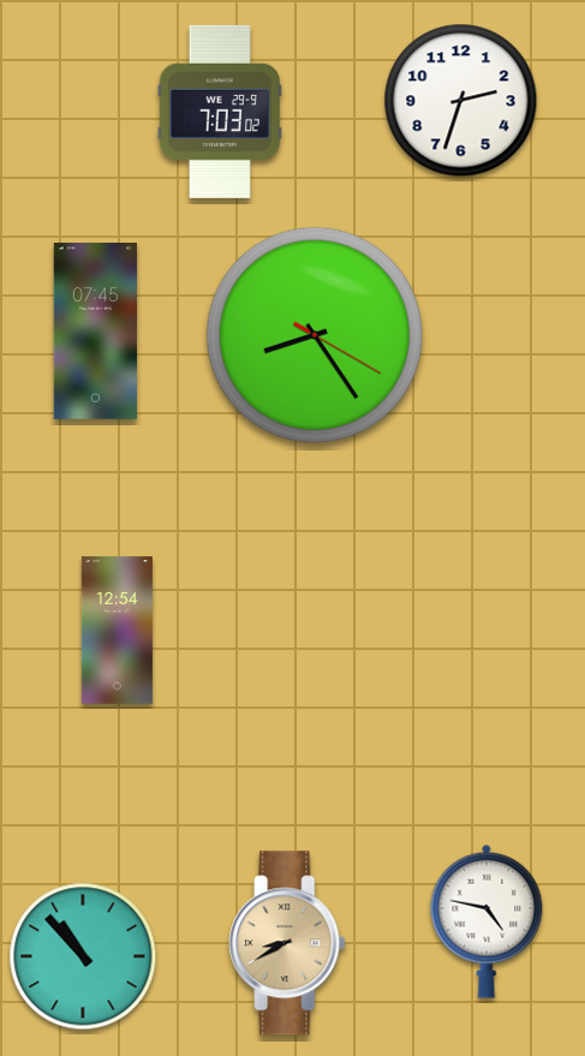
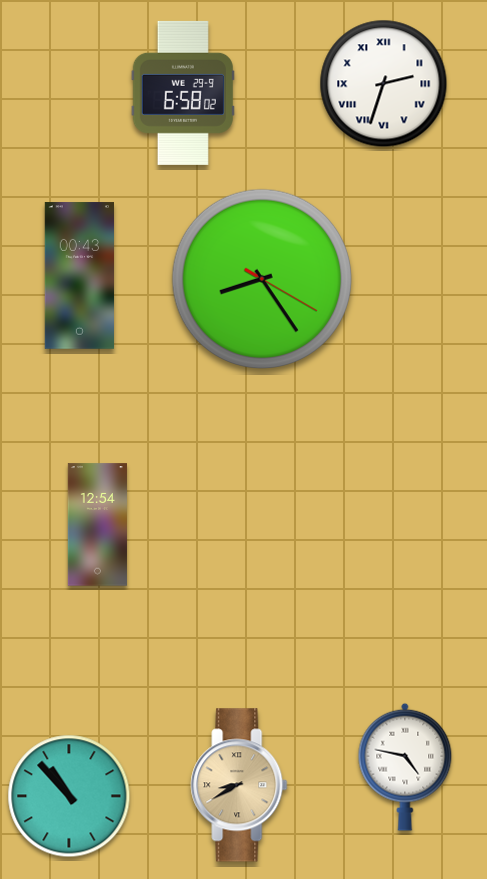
clock at (461, 101) numerals: Arabic -> Roman
clock at (220, 112): 7:03 -> 6:58
clock at (95, 332): 07:45 -> 00:43
